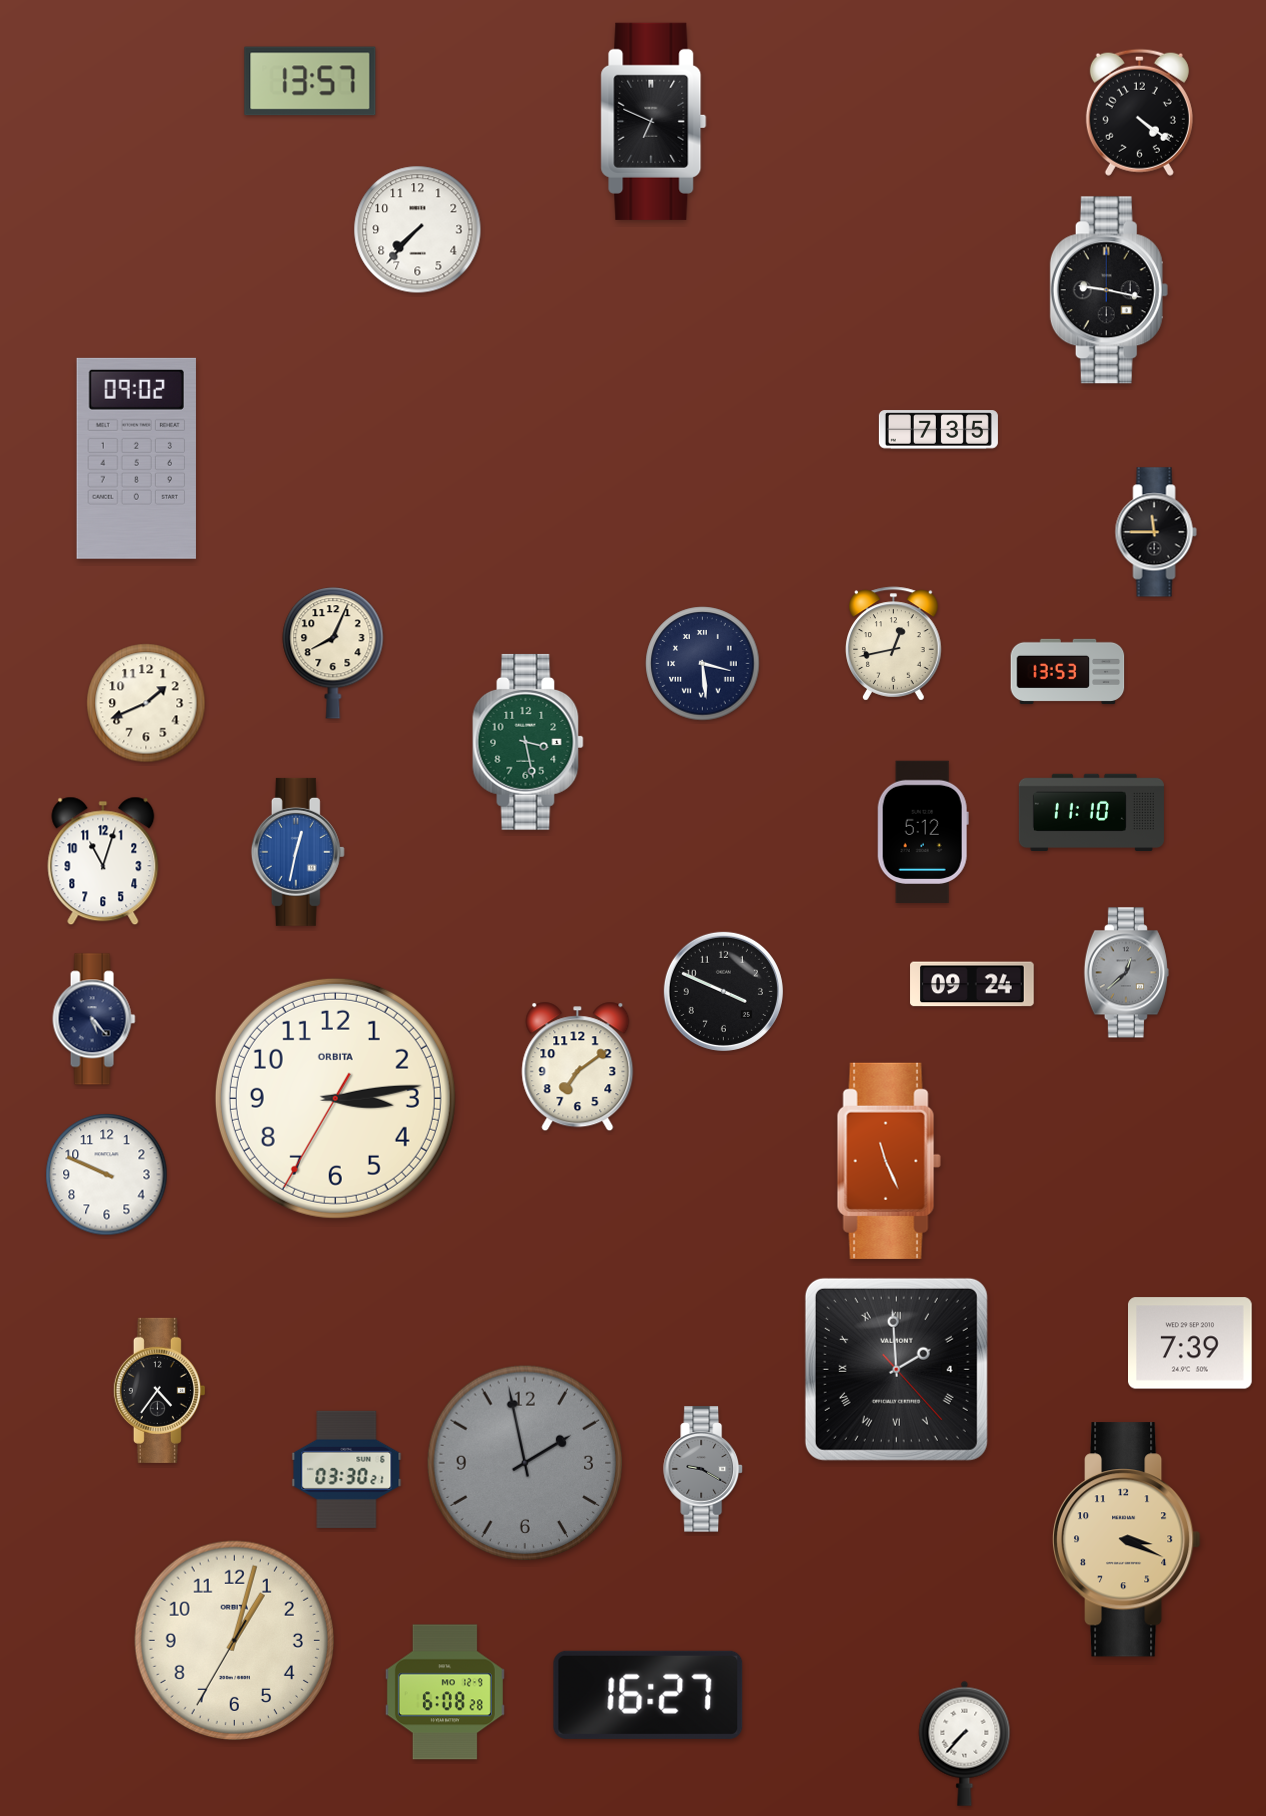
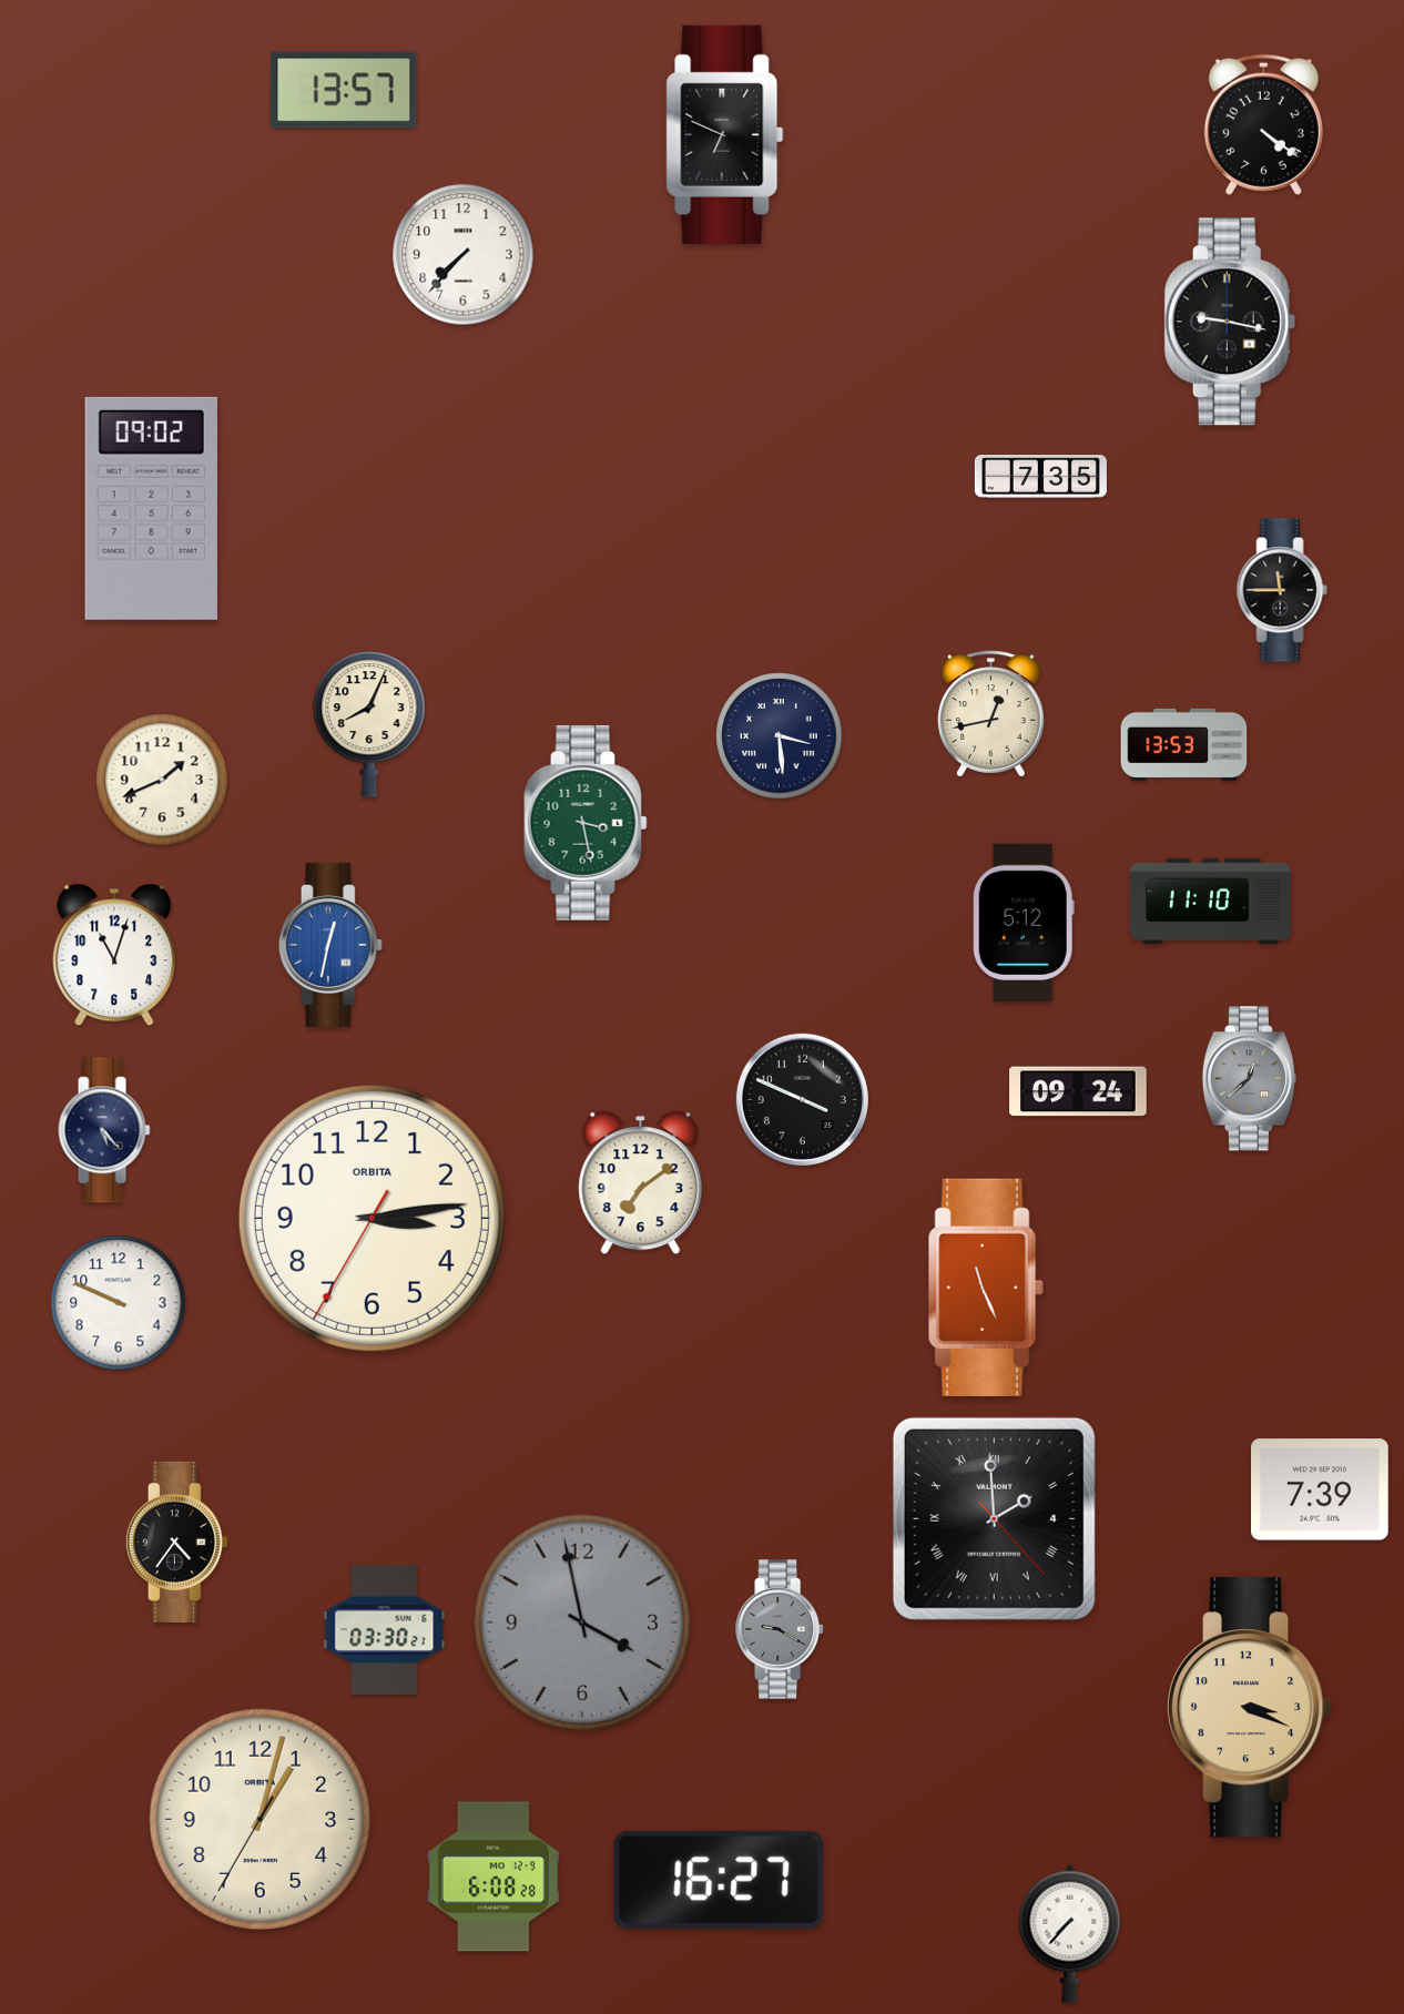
clock at (525, 1463): 1:58 -> 3:58
